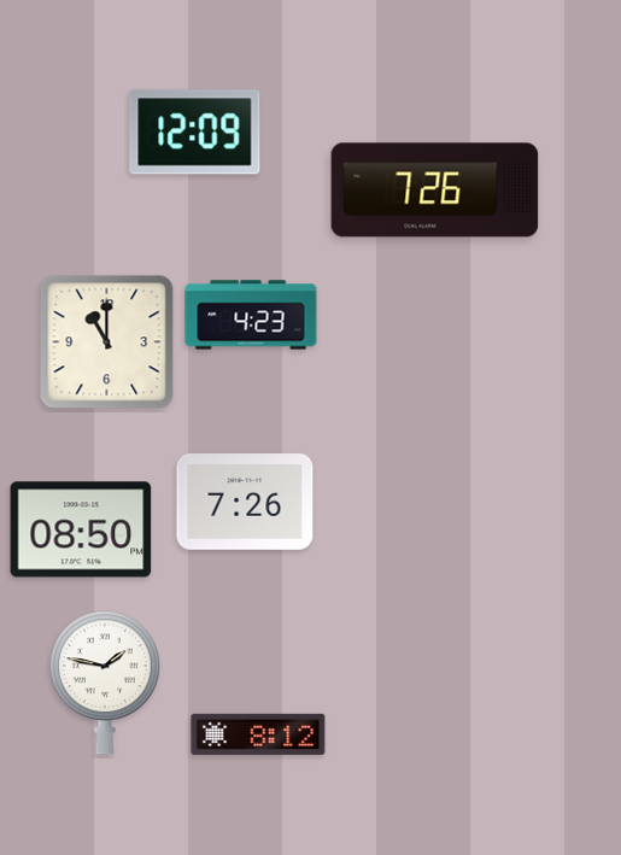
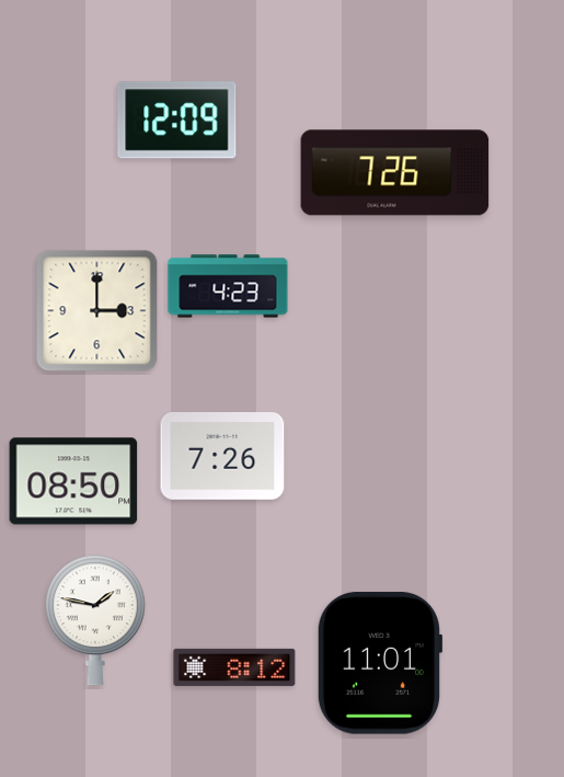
clock at (107, 342): 11:00 -> 3:00
clock at (380, 663): none -> 11:01
